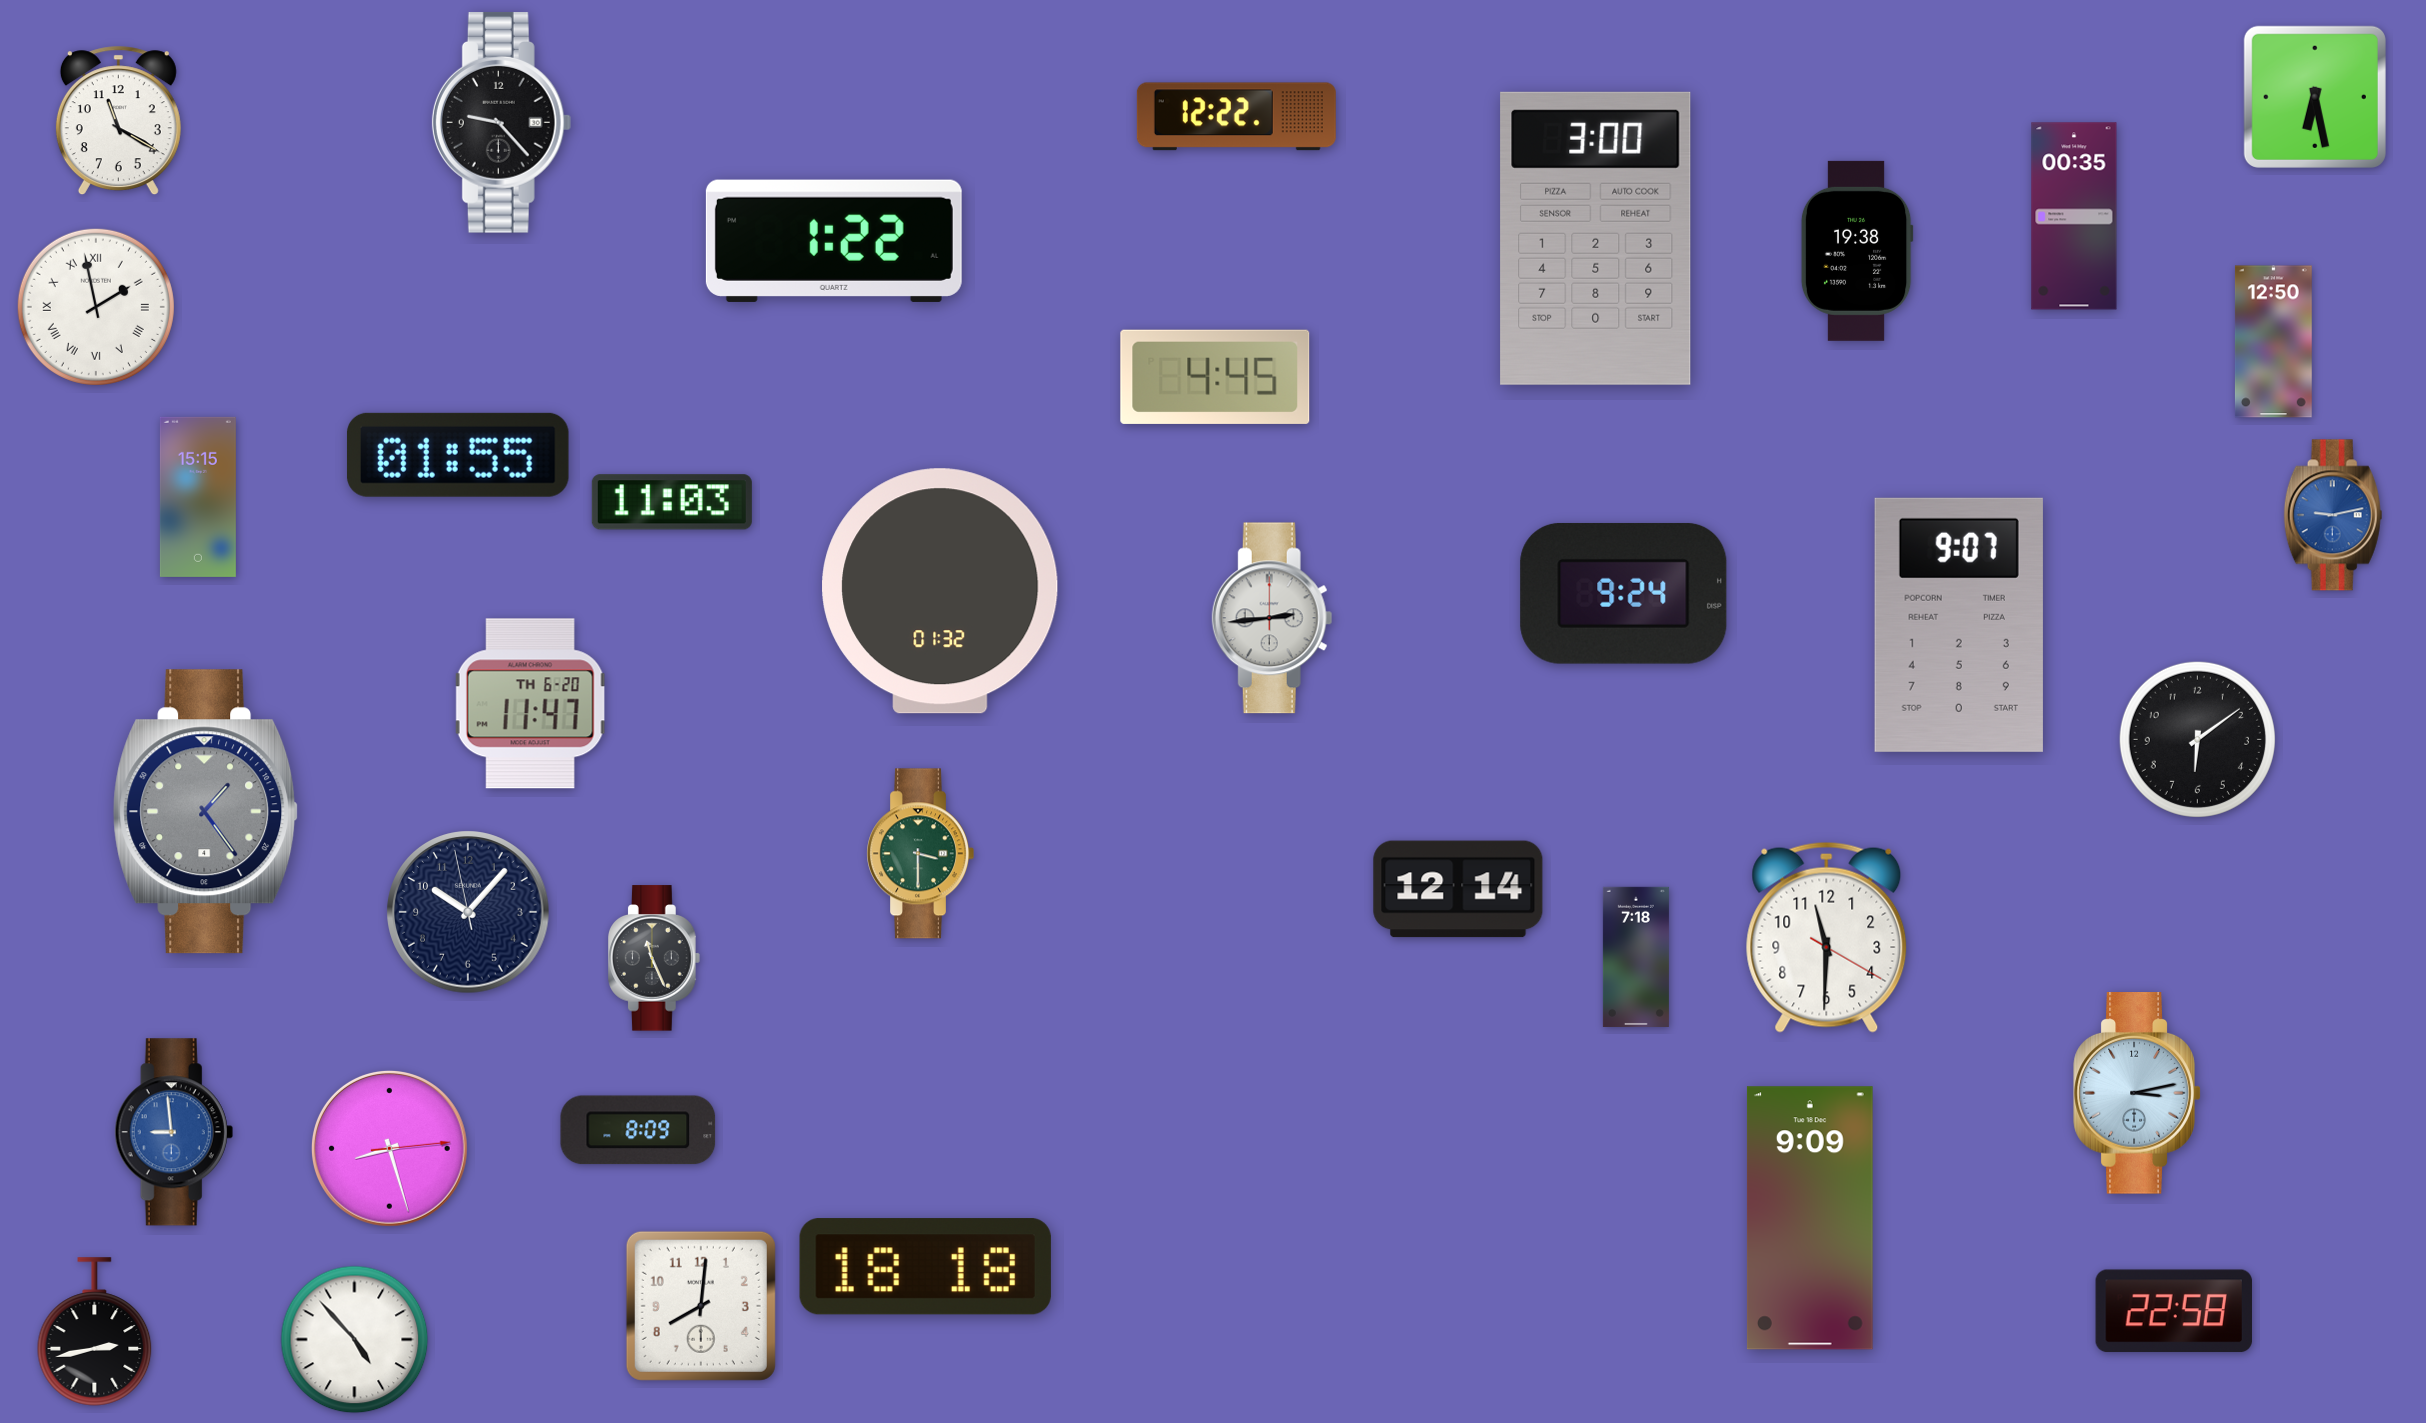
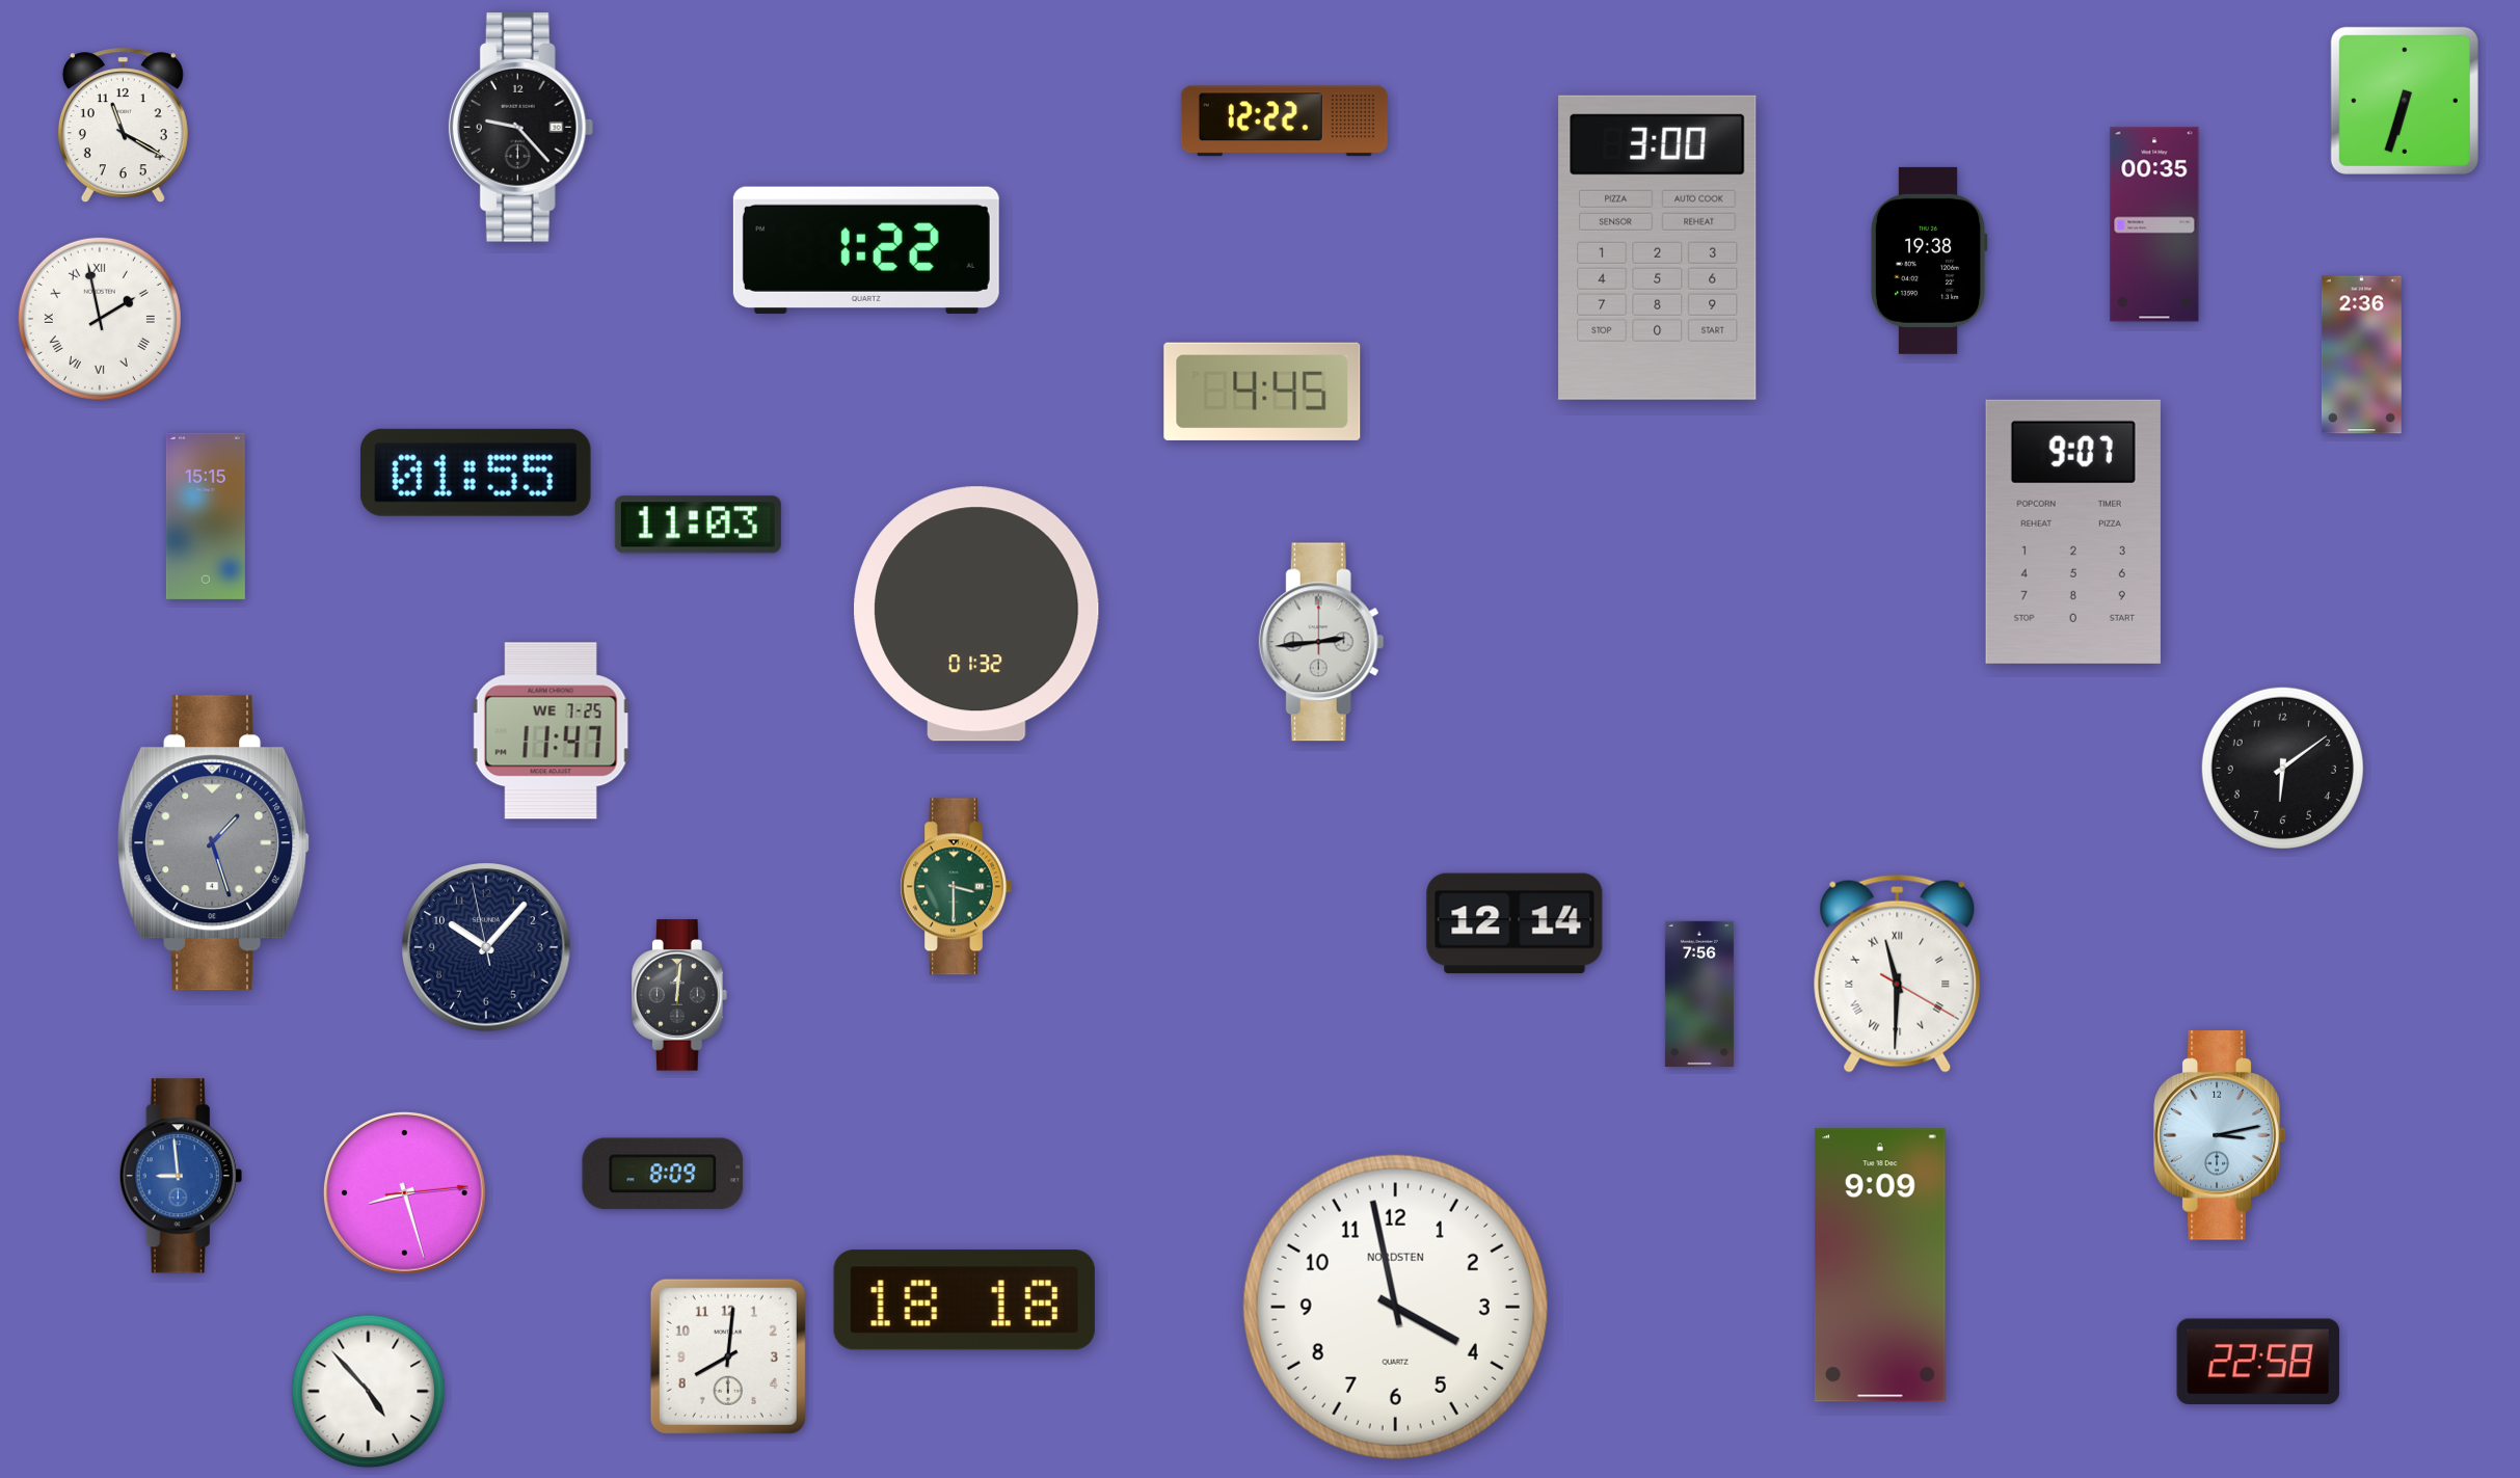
clock at (2315, 97): 6:28 -> 6:33
clock at (2273, 342): 12:50 -> 2:36
clock at (672, 502) position: (672, 502) -> (698, 525)
clock at (2333, 515): 9:13 -> none
clock at (1624, 593): 9:24 -> none
clock at (1959, 625) position: (1959, 625) -> (2073, 532)
clock at (531, 704) date: TH 6-20 -> WE 7-25
clock at (206, 812): 1:24 -> 1:27
clock at (1827, 937) numerals: Arabic -> Roman
clock at (1636, 957): 7:18 -> 7:56
clock at (655, 958): 11:26 -> 12:01
clock at (1395, 1307): none -> 3:58
clock at (925, 1267) position: (925, 1267) -> (964, 1300)
clock at (95, 1332): 2:43 -> none
